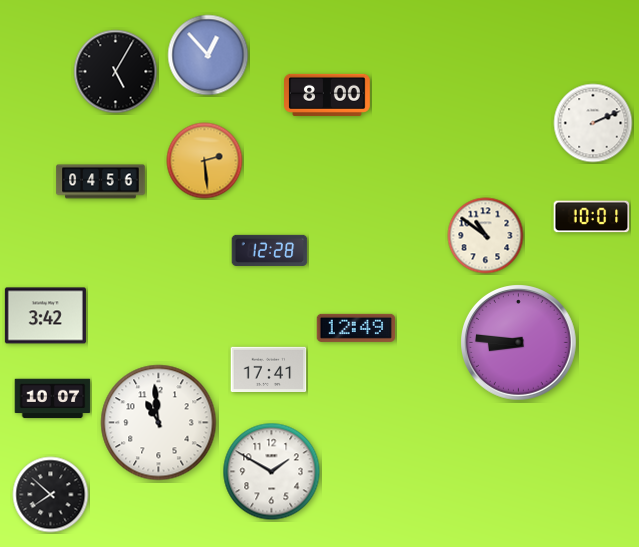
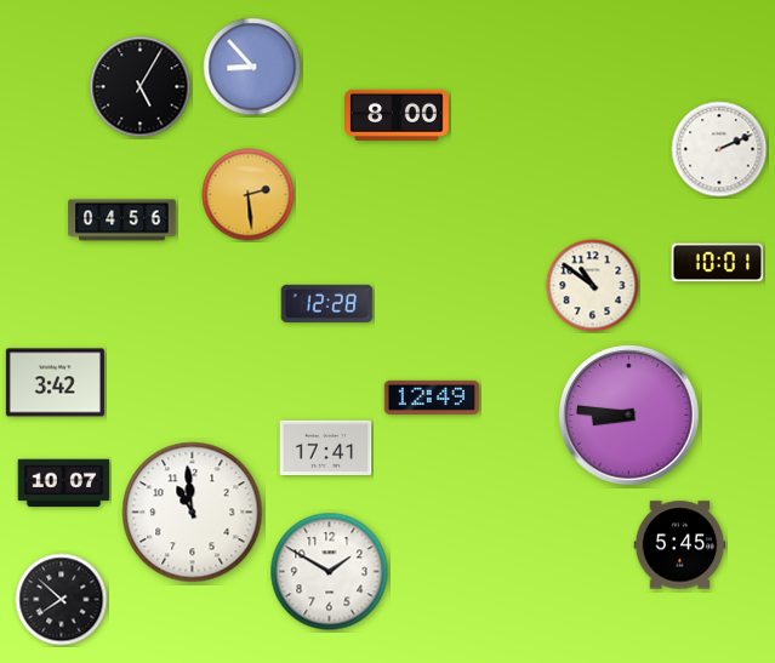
clock at (208, 55): 12:53 -> 8:53
clock at (486, 236) position: (486, 236) -> (593, 286)
clock at (680, 545): none -> 5:45
